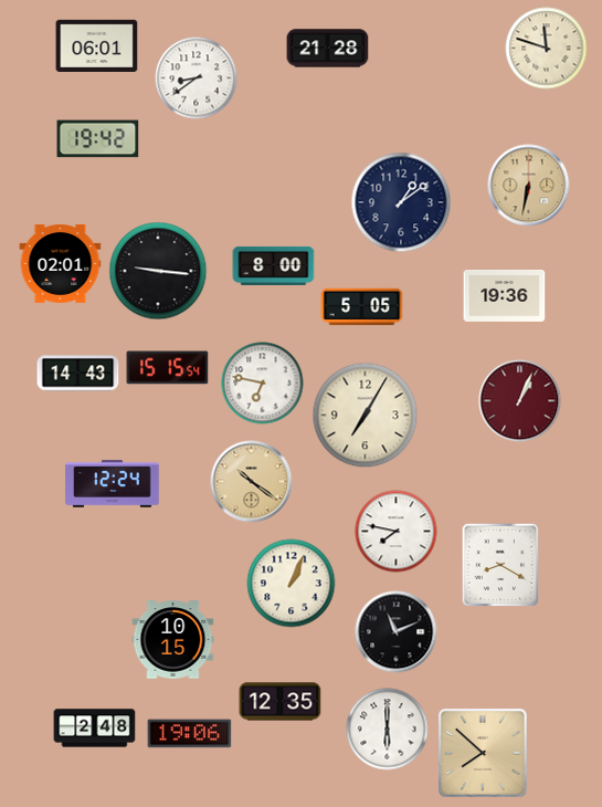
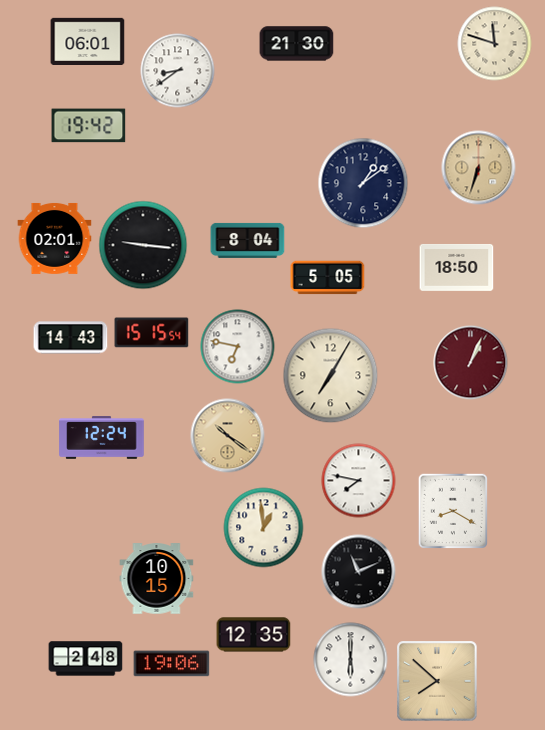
clock at (328, 49): 21:28 -> 21:30
clock at (529, 186): 6:32 -> 6:33
clock at (274, 265): 8:00 -> 8:04
clock at (505, 295): 19:36 -> 18:50
clock at (292, 584): 1:04 -> 12:59
